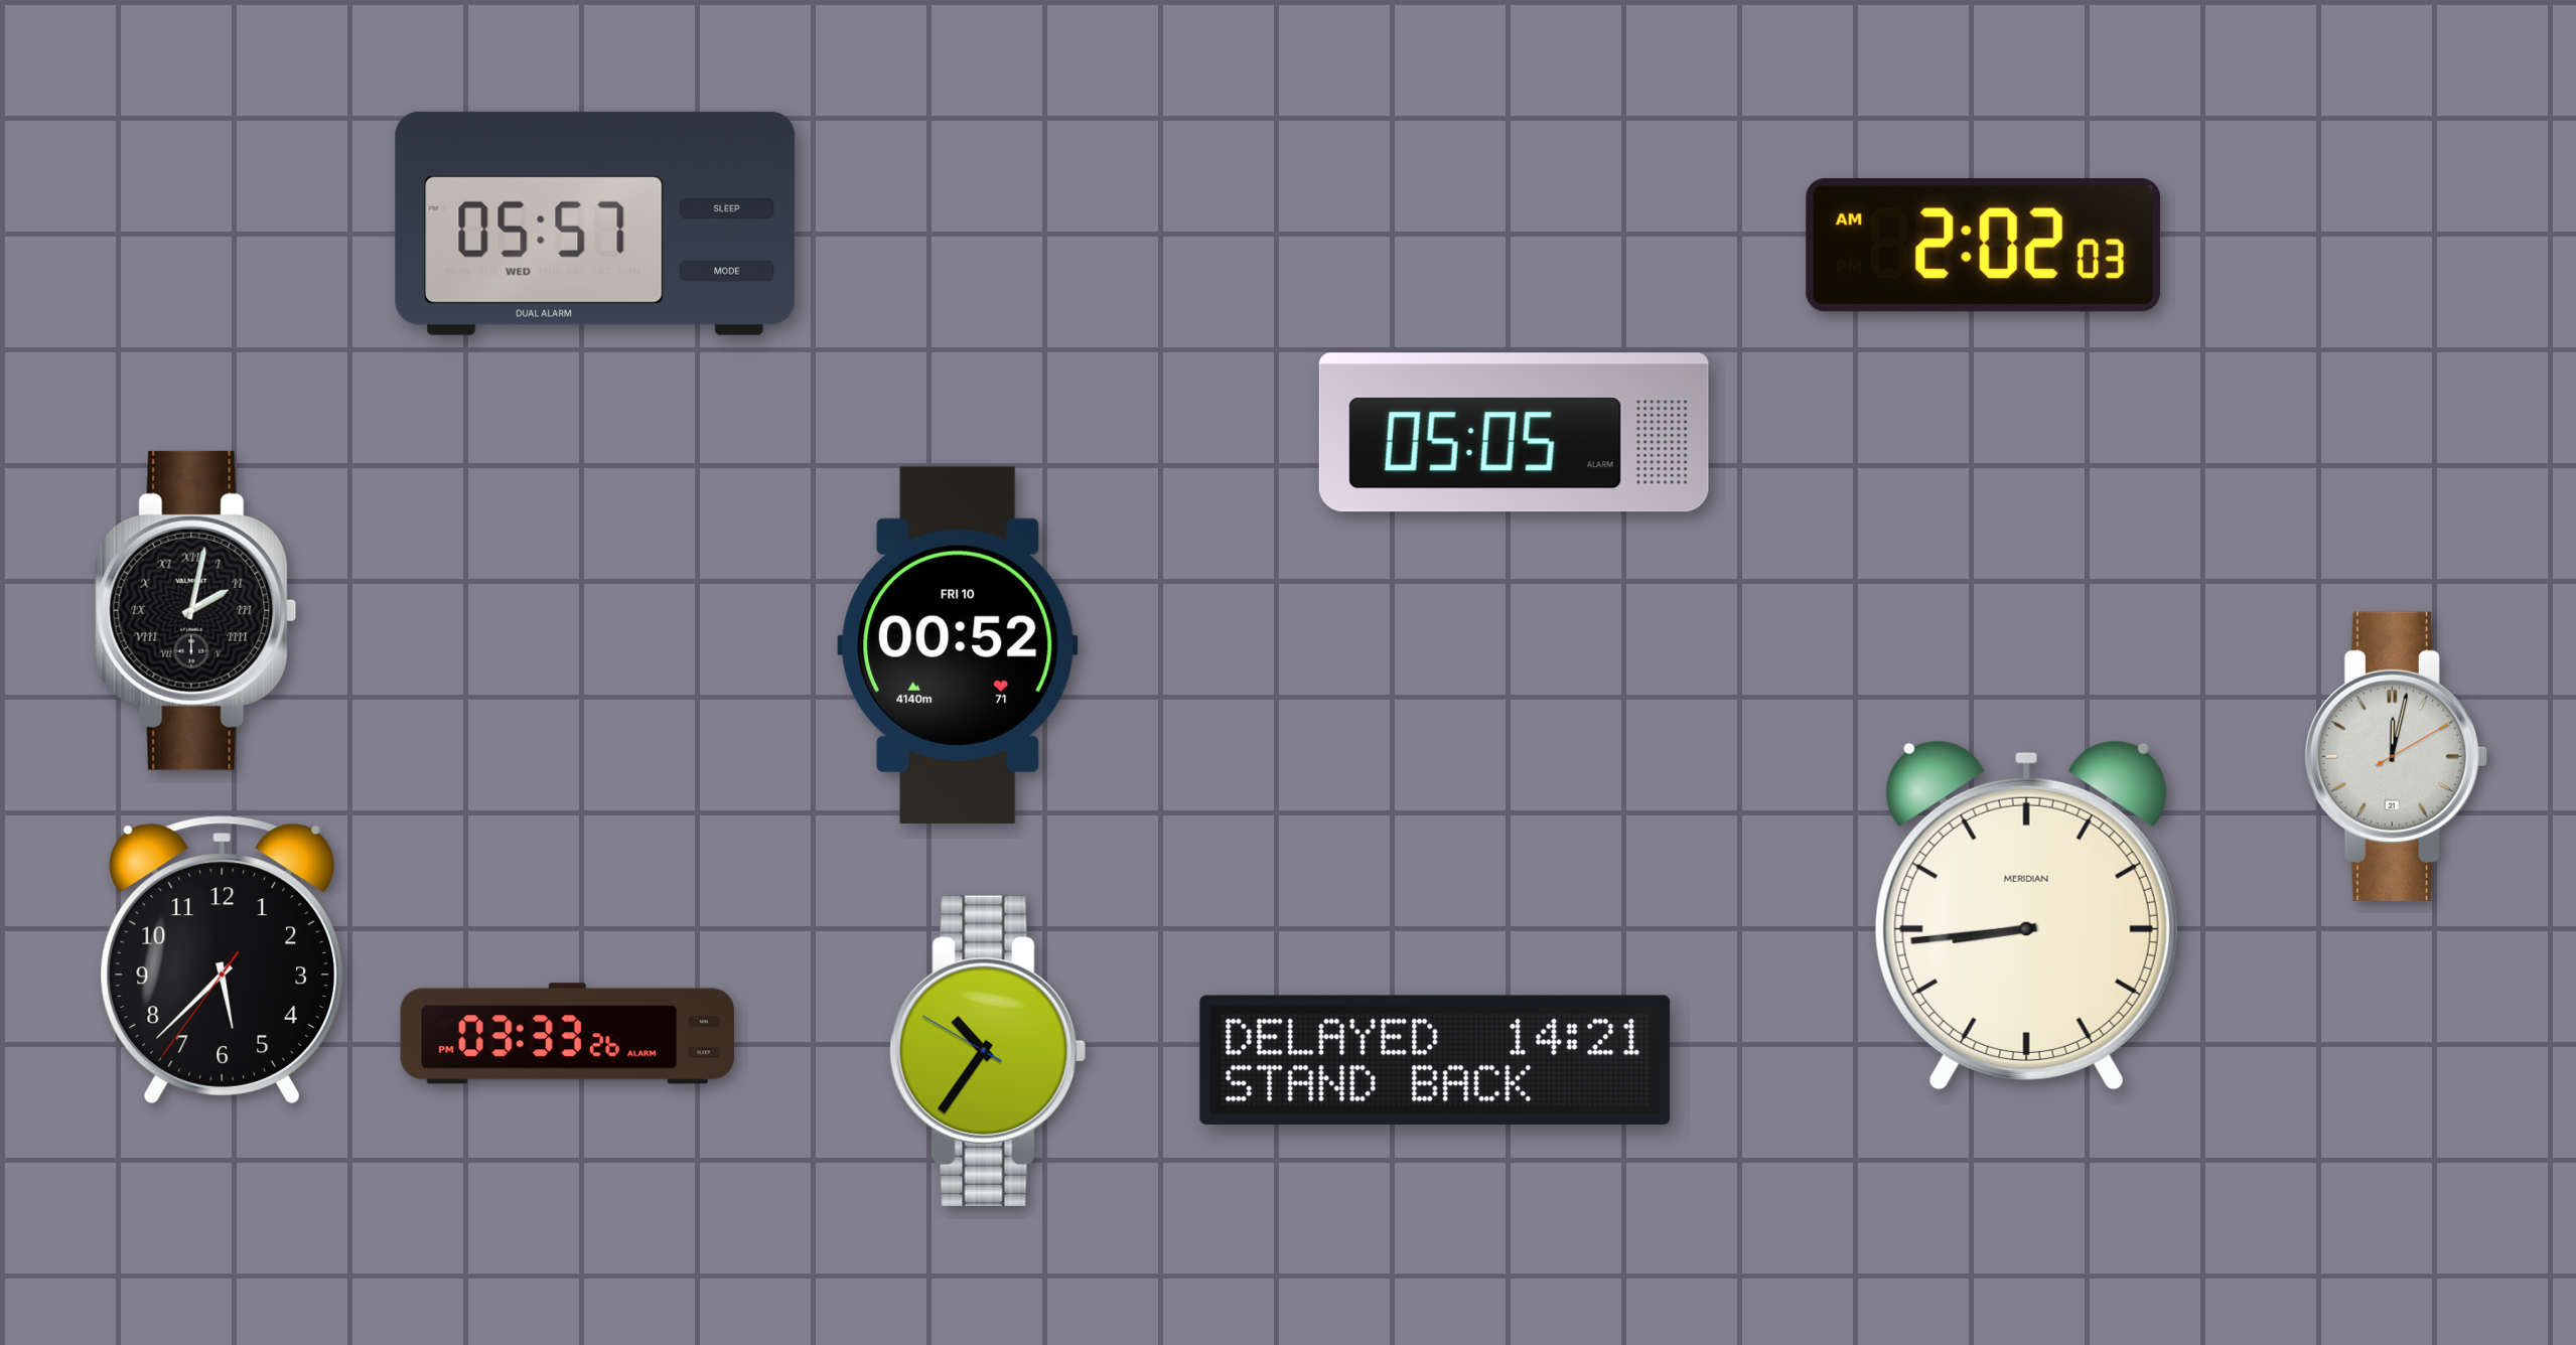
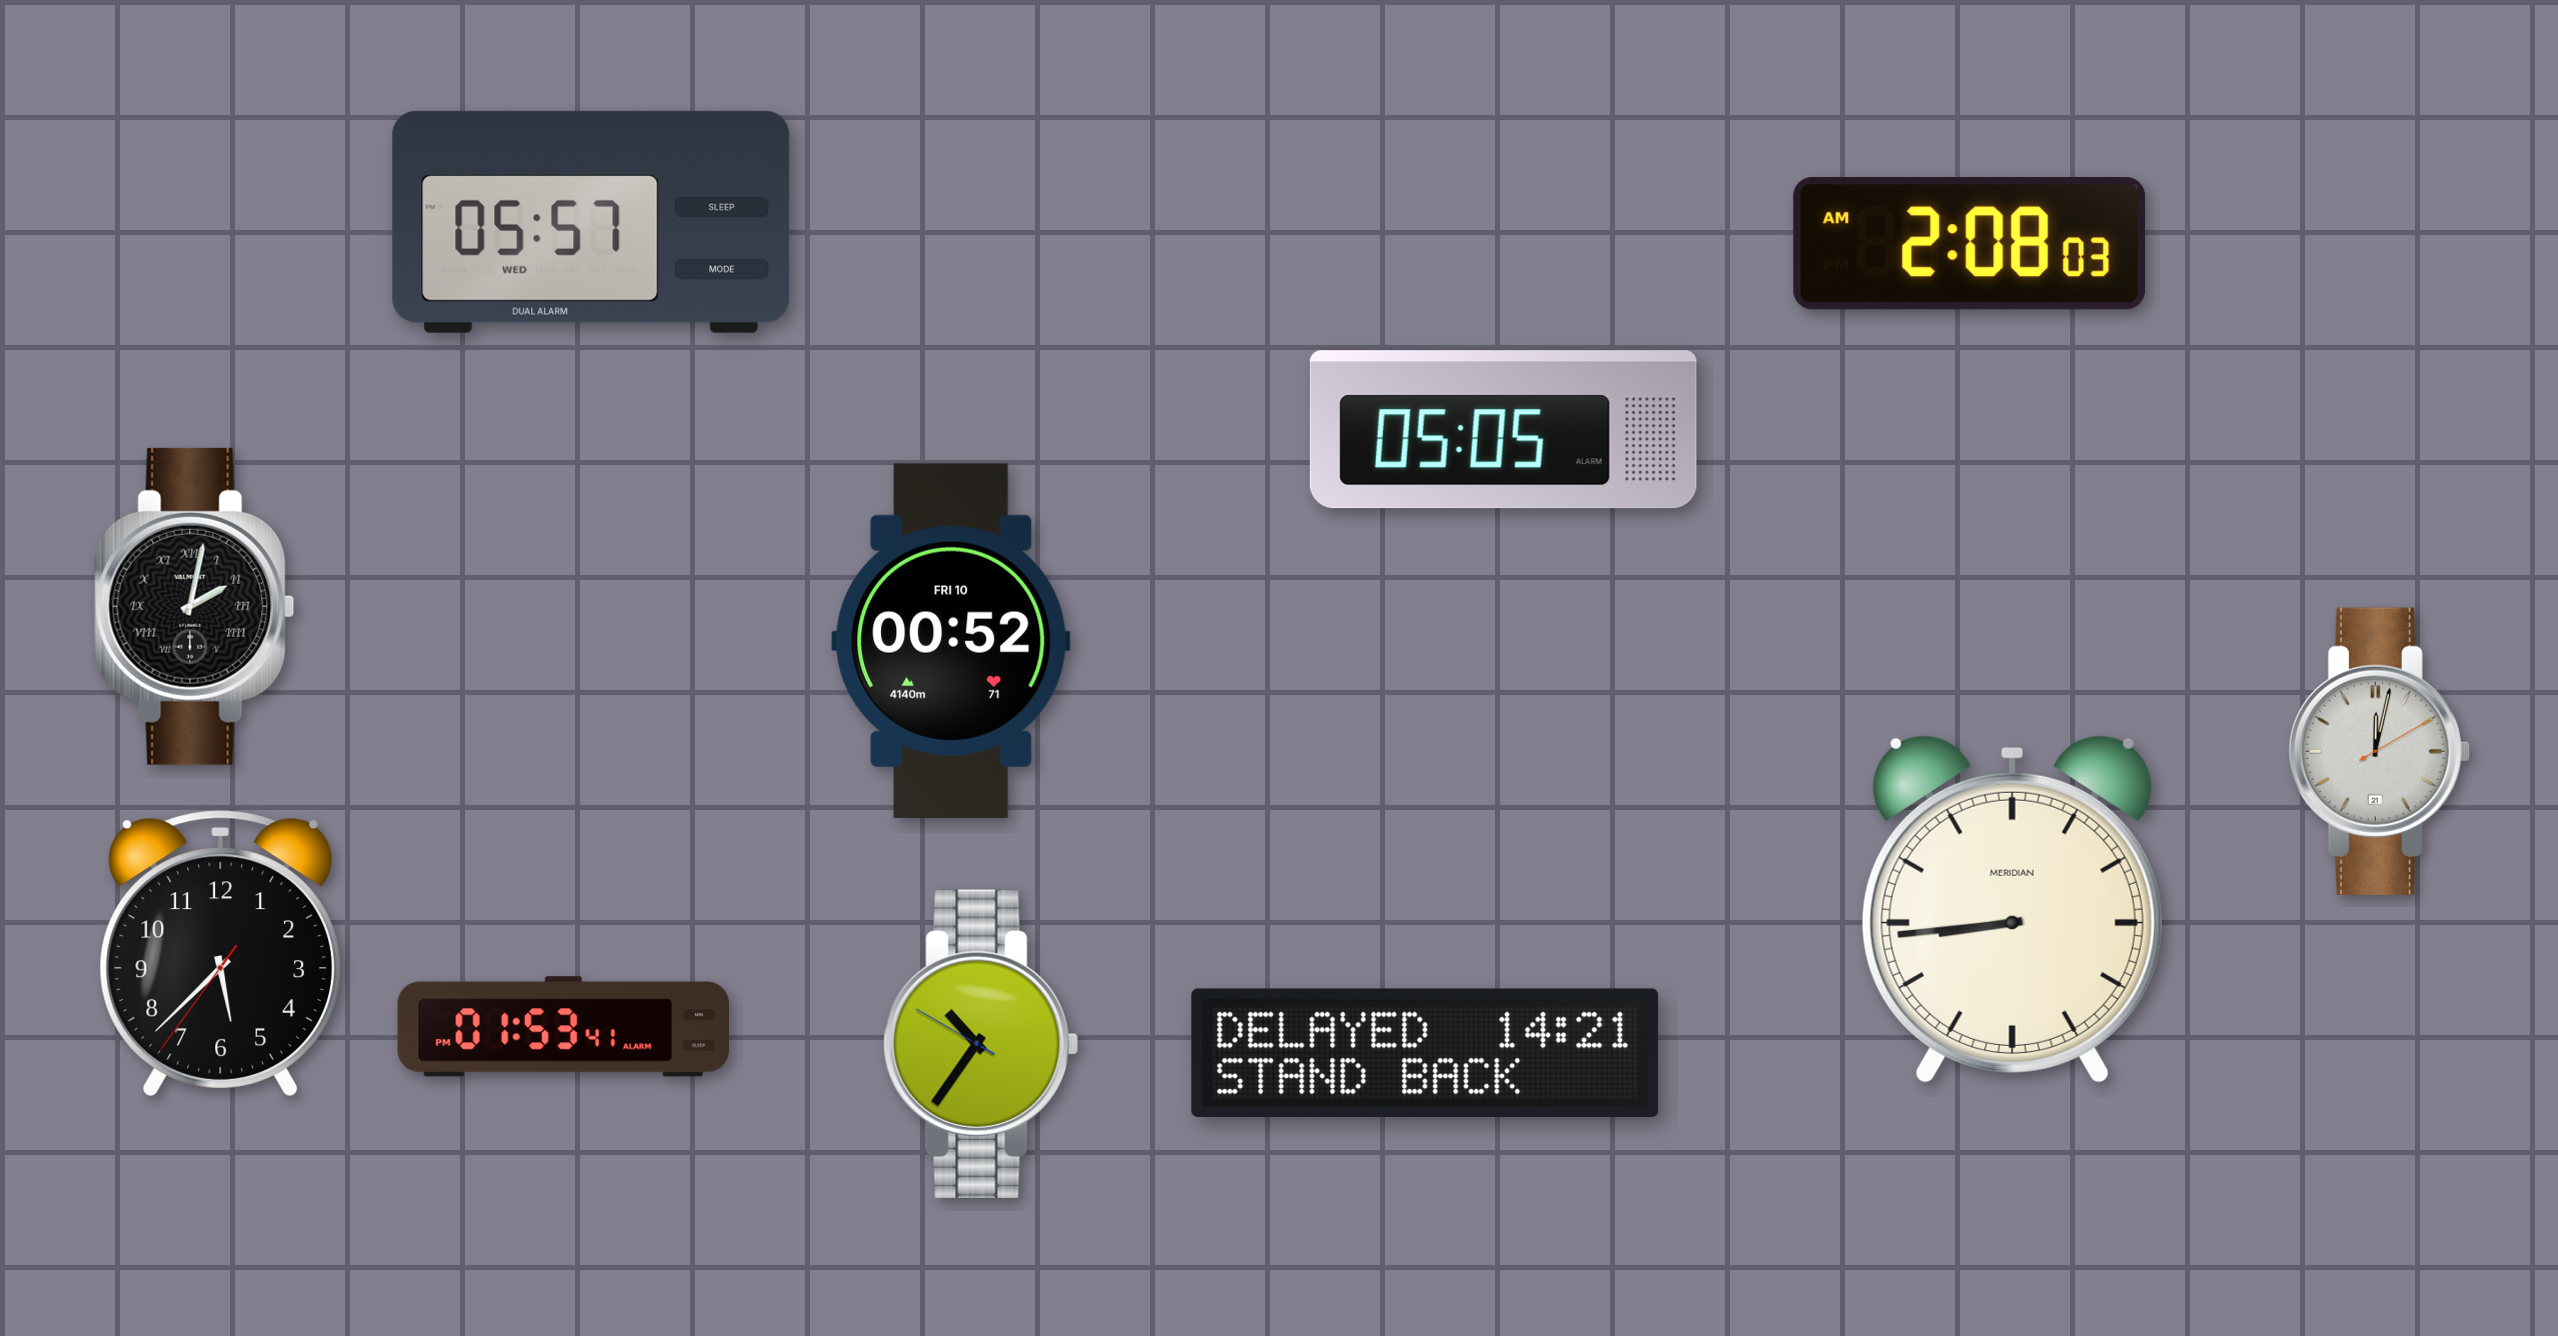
clock at (1983, 246): 2:02 -> 2:08
clock at (567, 1034): 03:33 -> 01:53
